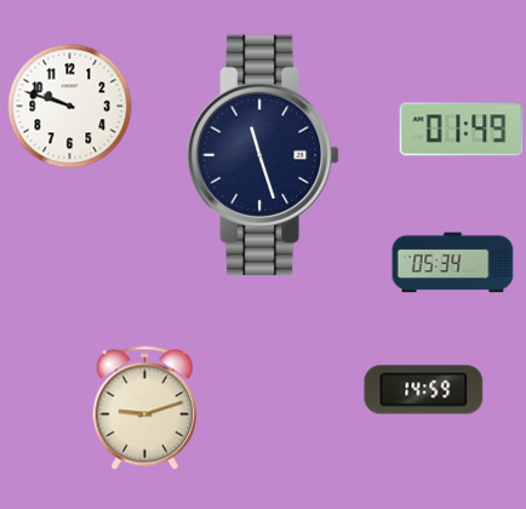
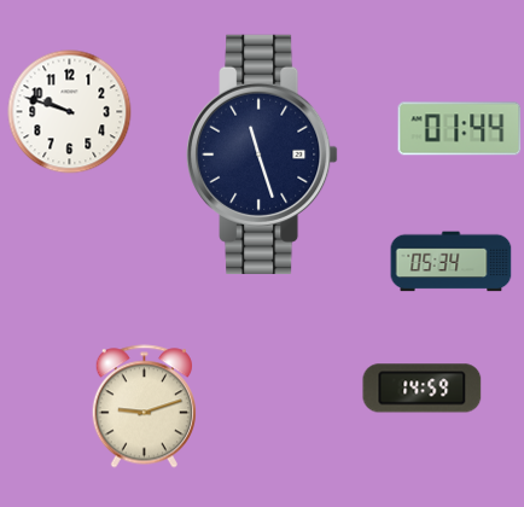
clock at (70, 107) position: (70, 107) -> (70, 112)
clock at (462, 130): 01:49 -> 01:44
